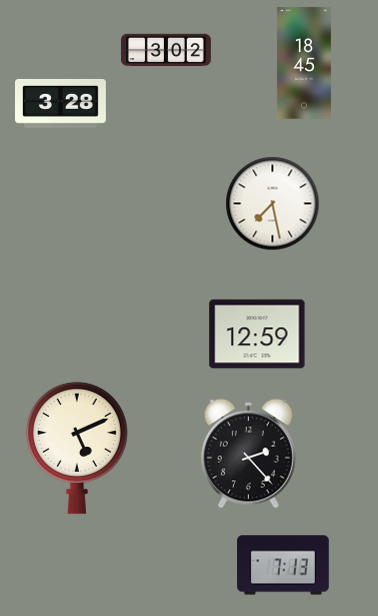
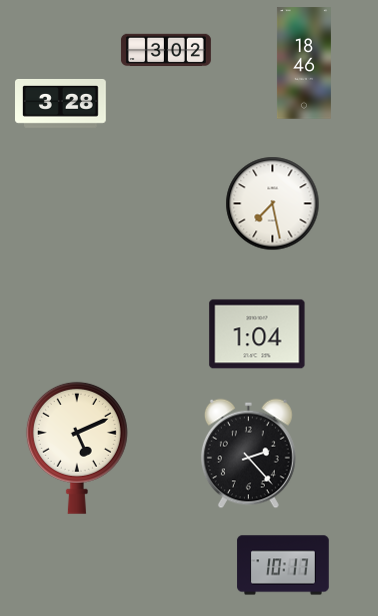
clock at (304, 63): 18:45 -> 18:46
clock at (257, 334): 12:59 -> 1:04
clock at (283, 565): 7:13 -> 10:17
